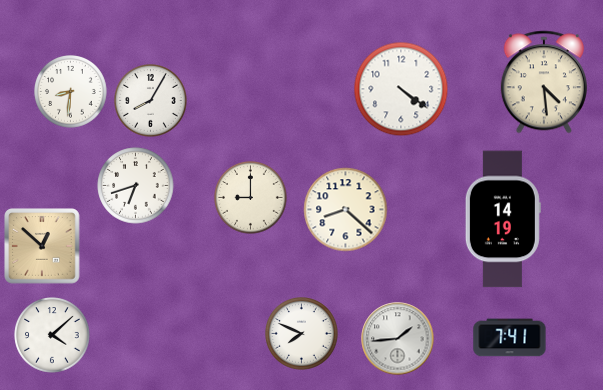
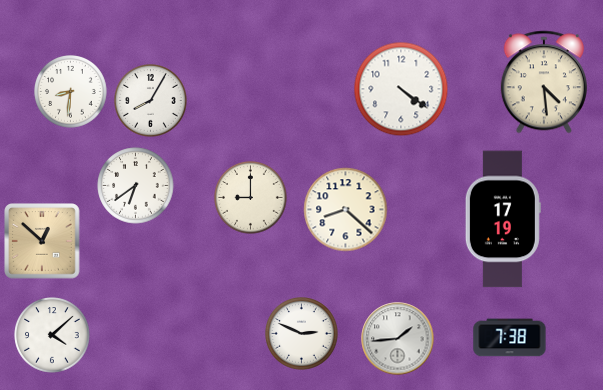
clock at (136, 186): 6:42 -> 6:39
clock at (503, 219): 14:19 -> 17:19
clock at (42, 246) position: (42, 246) -> (42, 241)
clock at (302, 334): 7:49 -> 2:49
clock at (510, 338): 7:41 -> 7:38
